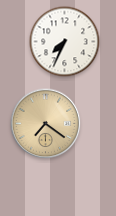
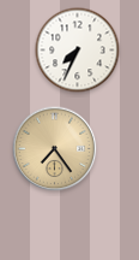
clock at (46, 124): 7:21 -> 7:24
